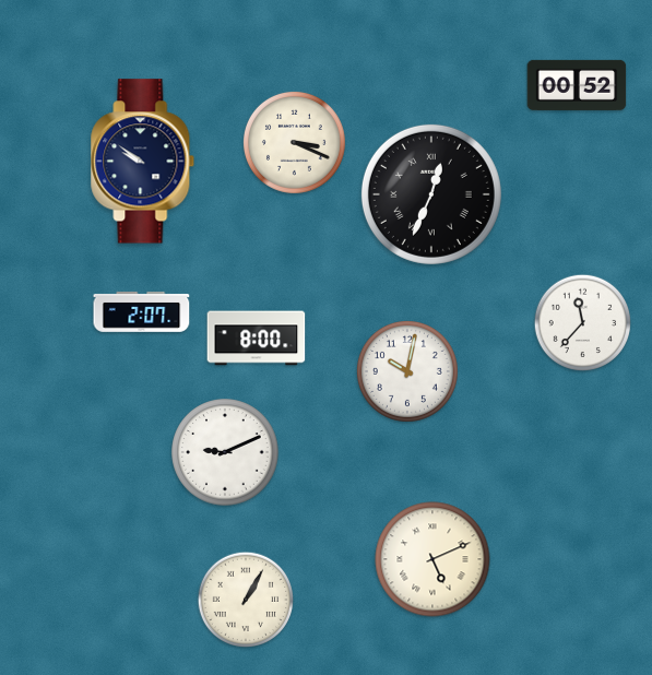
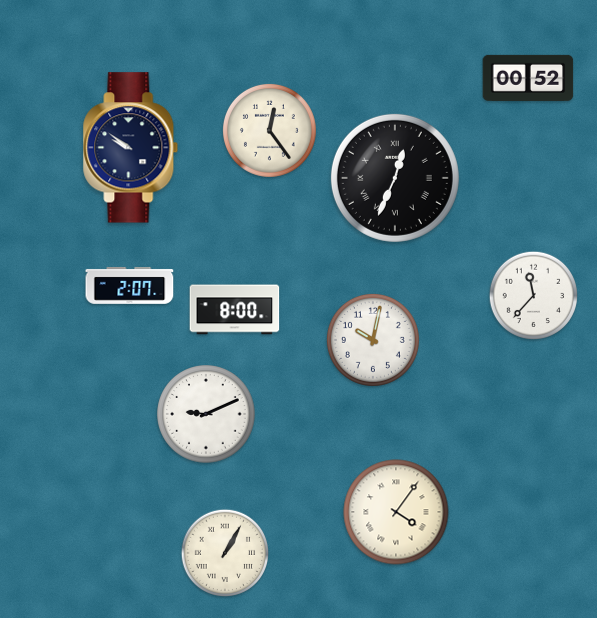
clock at (294, 142): 3:19 -> 12:24
clock at (432, 559): 5:11 -> 4:06
clock at (246, 600) position: (246, 600) -> (225, 553)
